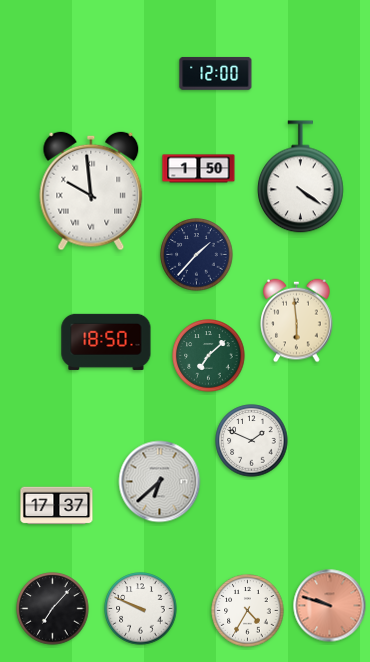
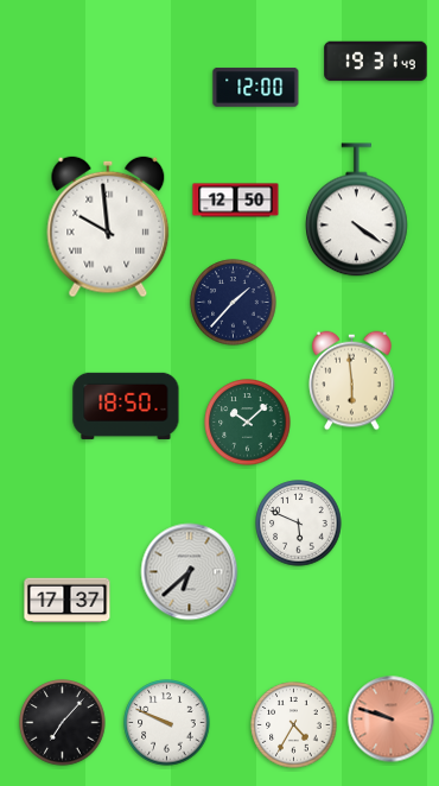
clock at (376, 62): none -> 19:31
clock at (199, 169): 1:50 -> 12:50
clock at (209, 356): 7:08 -> 10:08
clock at (252, 441): 1:49 -> 5:49
